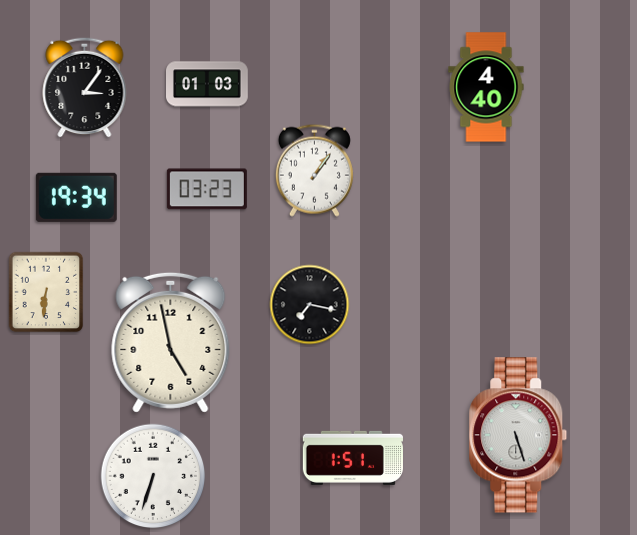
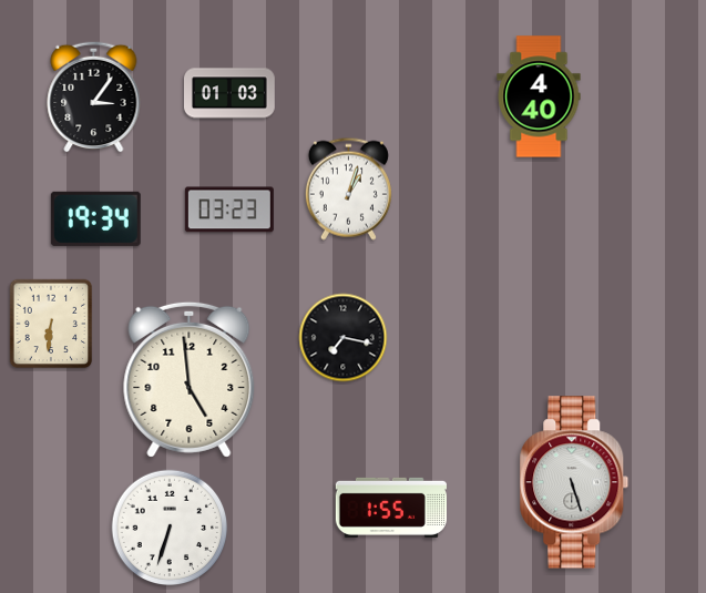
clock at (314, 170): 1:06 -> 1:03
clock at (76, 197) position: (76, 197) -> (95, 218)
clock at (171, 342): 4:58 -> 4:59
clock at (352, 458): 1:51 -> 1:55
